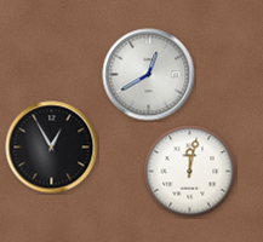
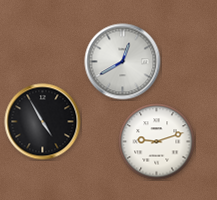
clock at (52, 148): 12:55 -> 4:55
clock at (190, 172): 12:02 -> 9:12
